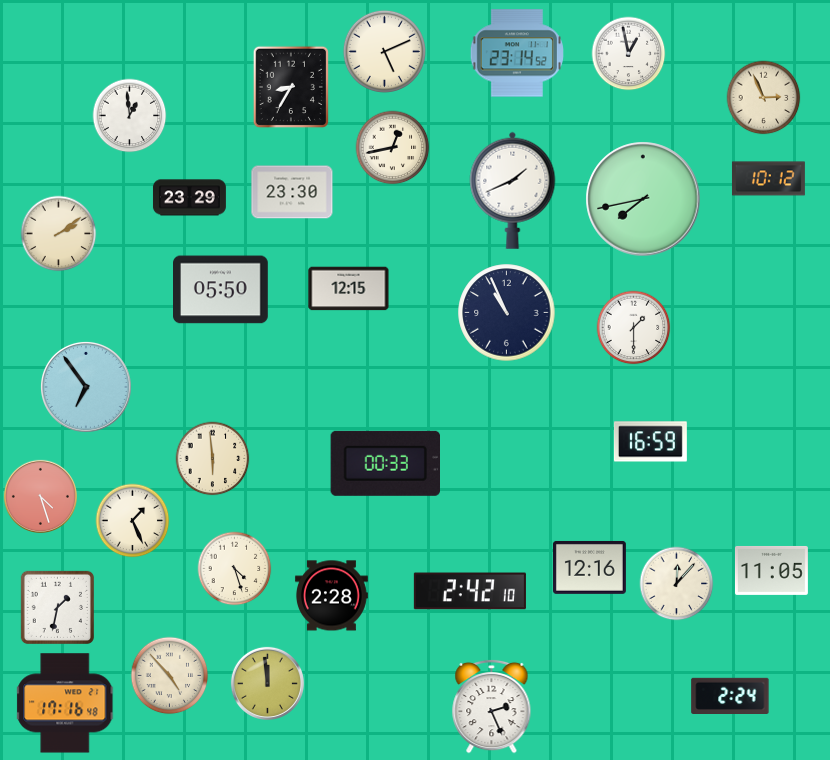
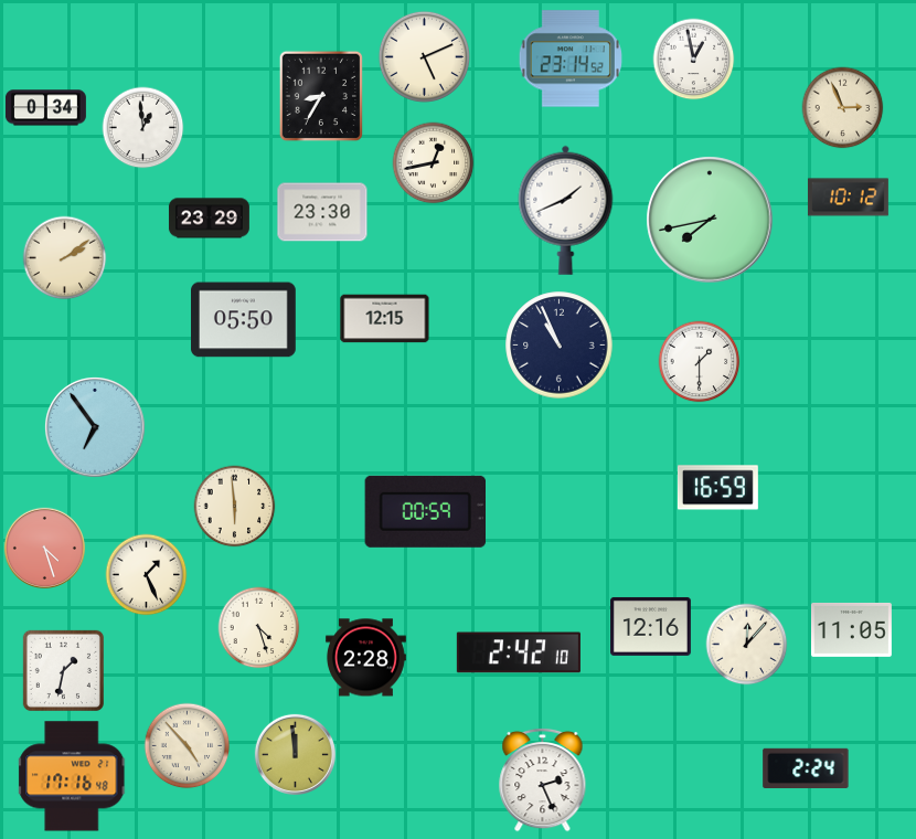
clock at (45, 108): none -> 0:34
clock at (385, 463): 00:33 -> 00:59
